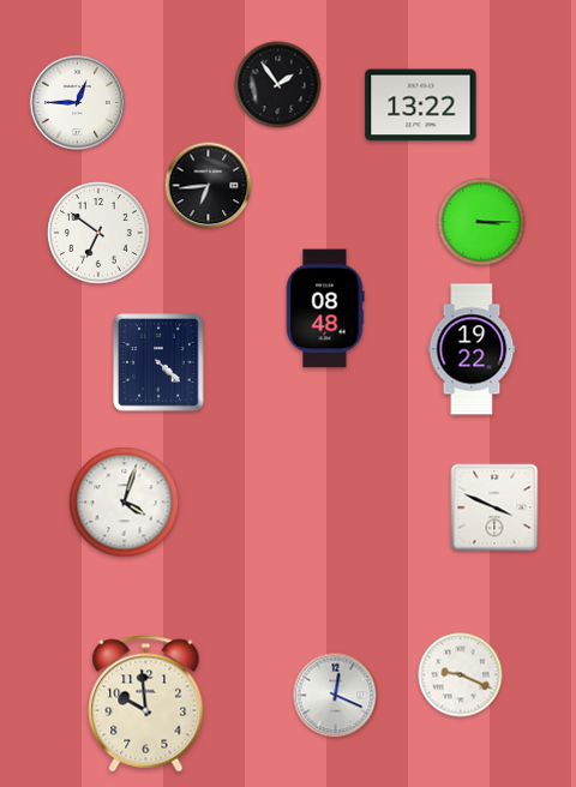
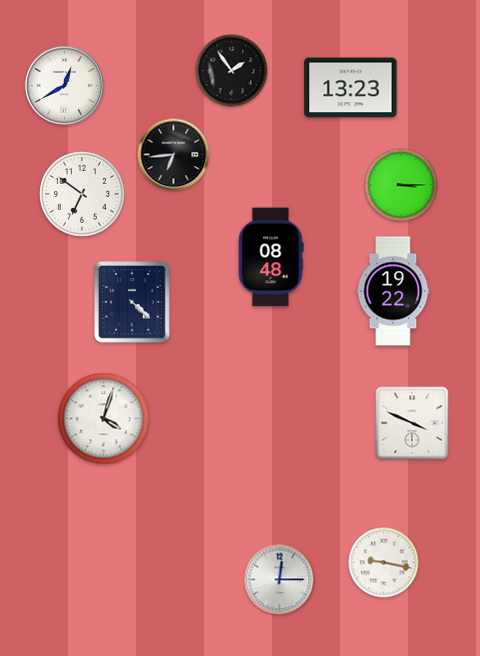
clock at (77, 102): 12:45 -> 12:40
clock at (421, 106): 13:22 -> 13:23
clock at (461, 675): 9:19 -> 9:17
clock at (336, 696): 12:19 -> 12:15
clock at (146, 704): 9:59 -> none
